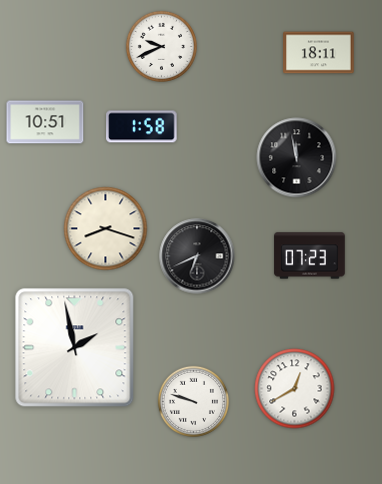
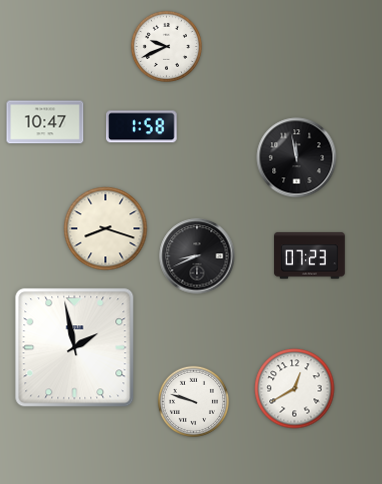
clock at (161, 46) position: (161, 46) -> (166, 46)
clock at (319, 53): 18:11 -> none
clock at (45, 122): 10:51 -> 10:47
clock at (197, 256): 6:41 -> 8:41
